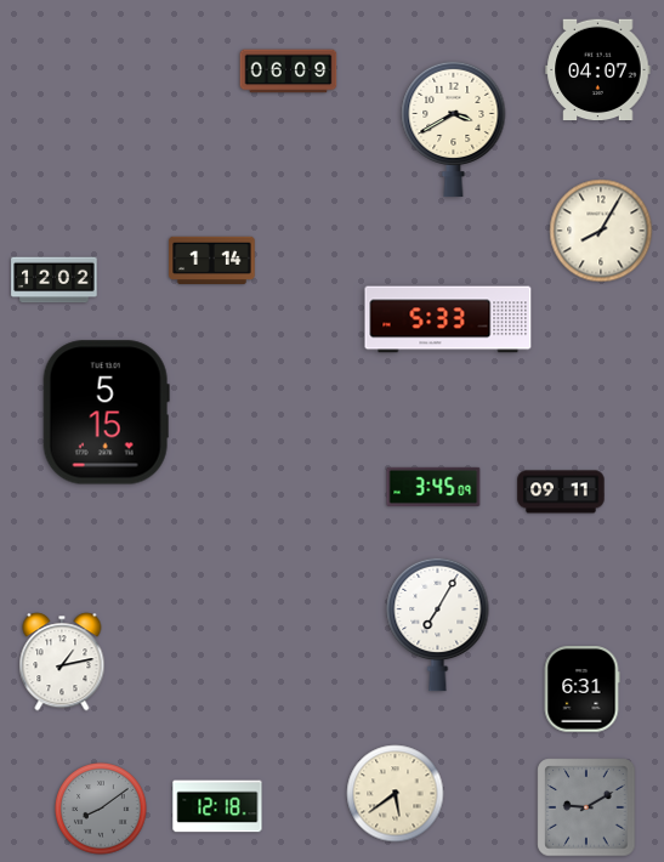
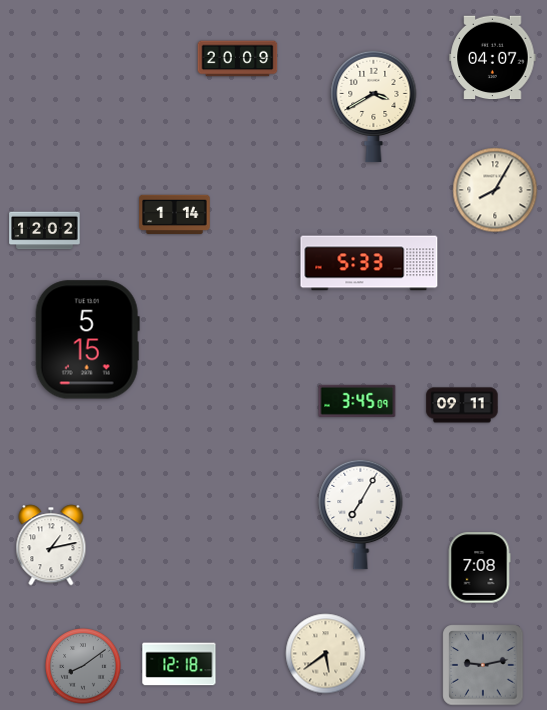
clock at (289, 72): 06:09 -> 20:09
clock at (581, 690): 6:31 -> 7:08
clock at (586, 807): 9:10 -> 9:13
